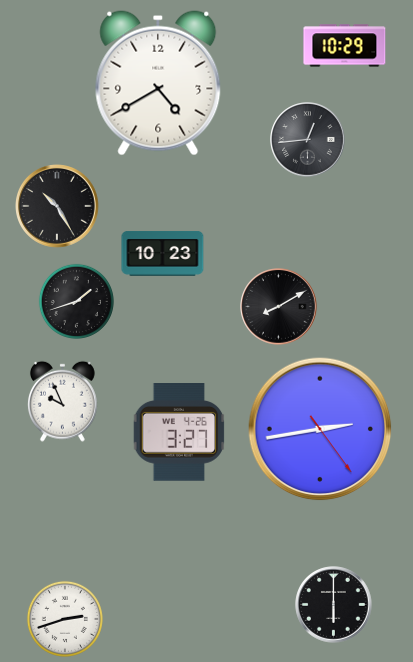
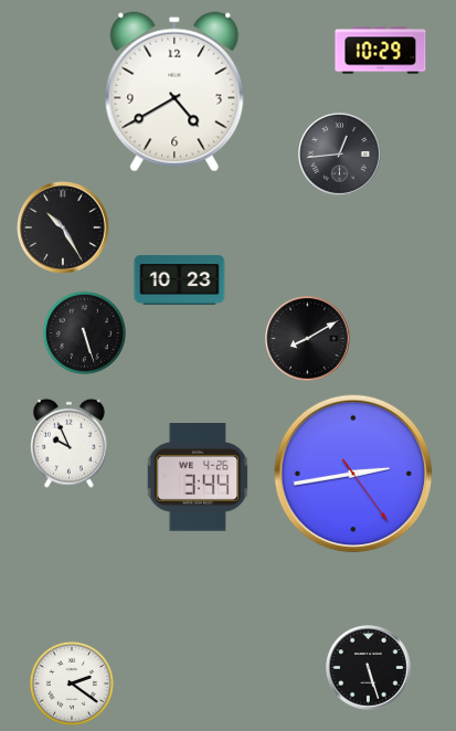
clock at (76, 301): 1:42 -> 5:27
clock at (179, 433): 3:27 -> 3:44
clock at (334, 605): 6:00 -> 5:27
clock at (65, 619): 2:42 -> 2:21
